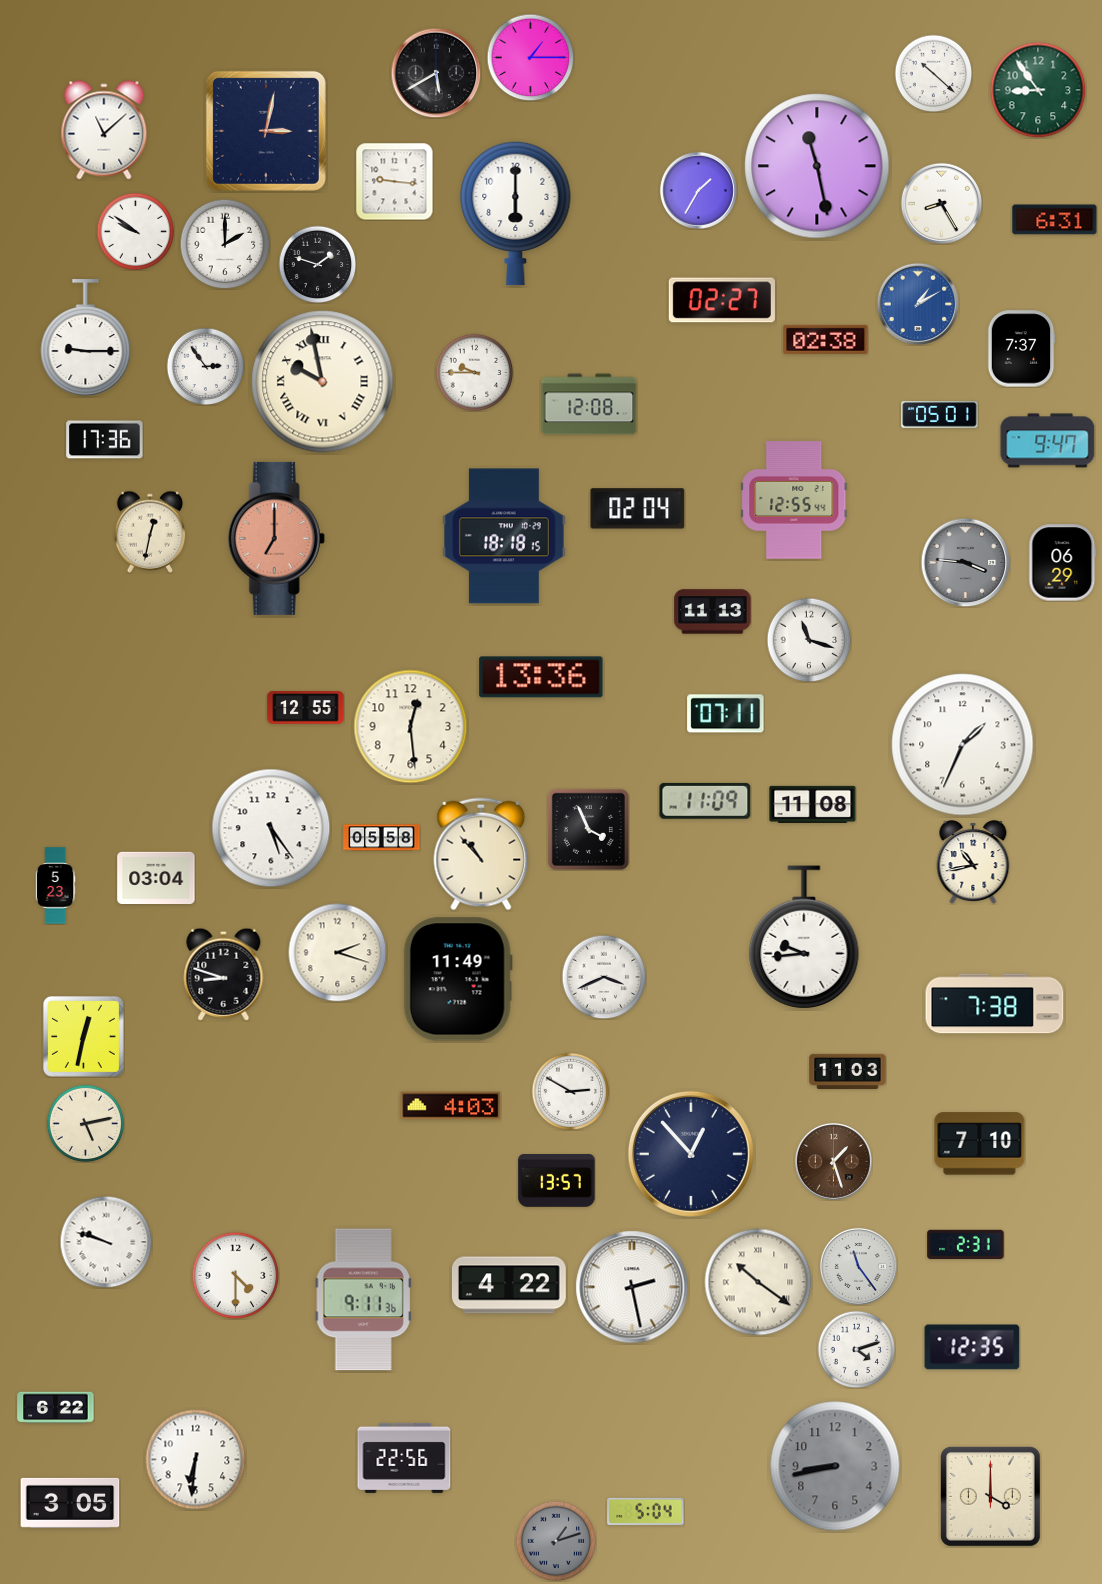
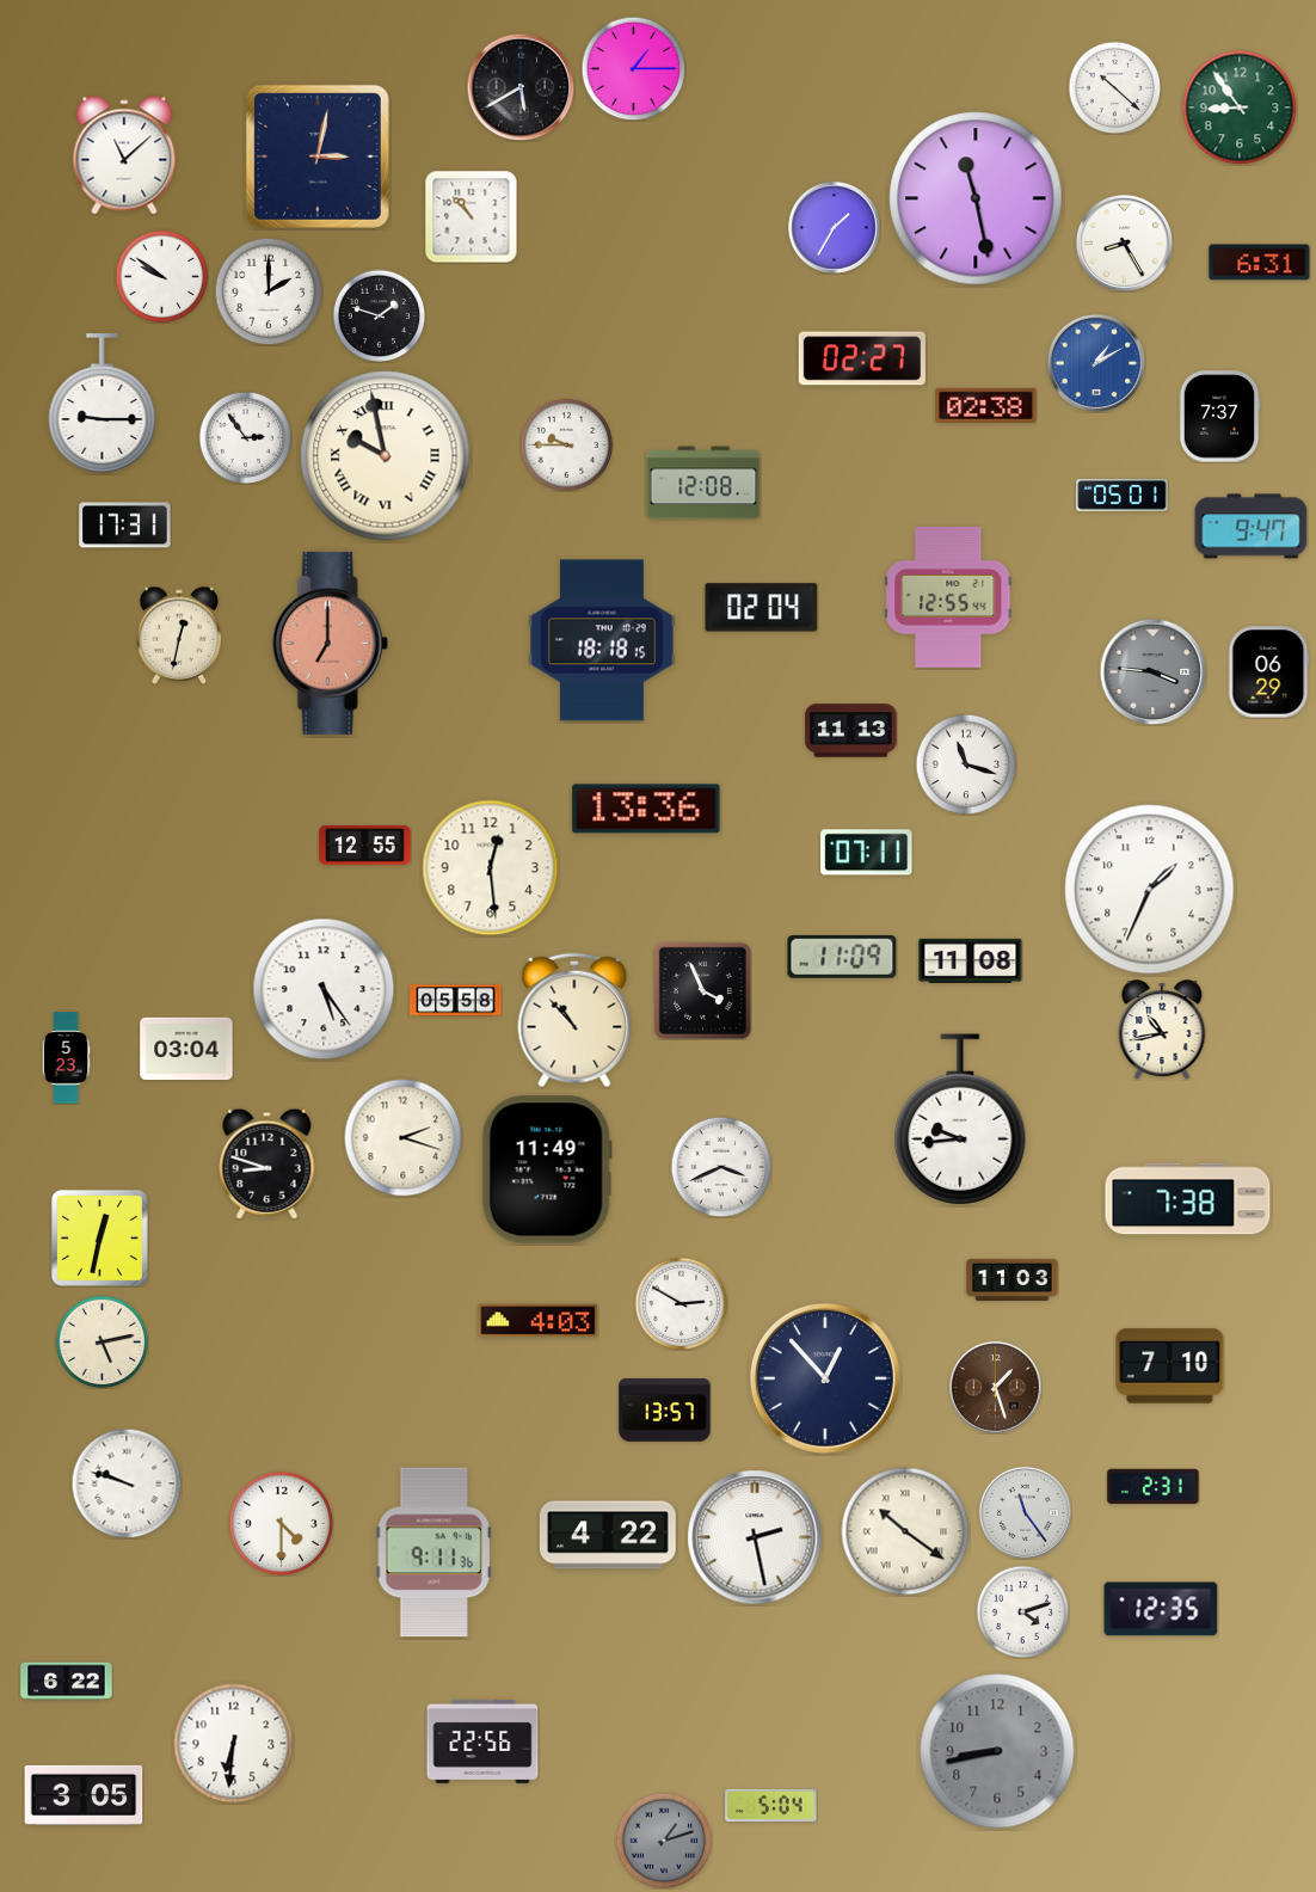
clock at (394, 181): 9:16 -> 10:53
clock at (516, 213): 6:00 -> none
clock at (105, 440): 17:36 -> 17:31
clock at (990, 1496): 4:00 -> none
